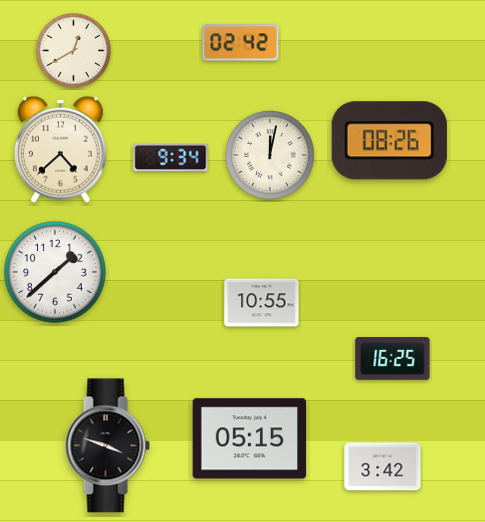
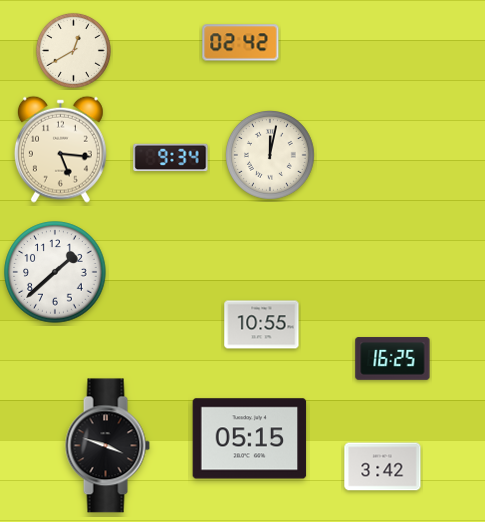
clock at (389, 141): 08:26 -> none
clock at (60, 149): 4:38 -> 5:16
clock at (262, 303) position: (262, 303) -> (262, 325)
